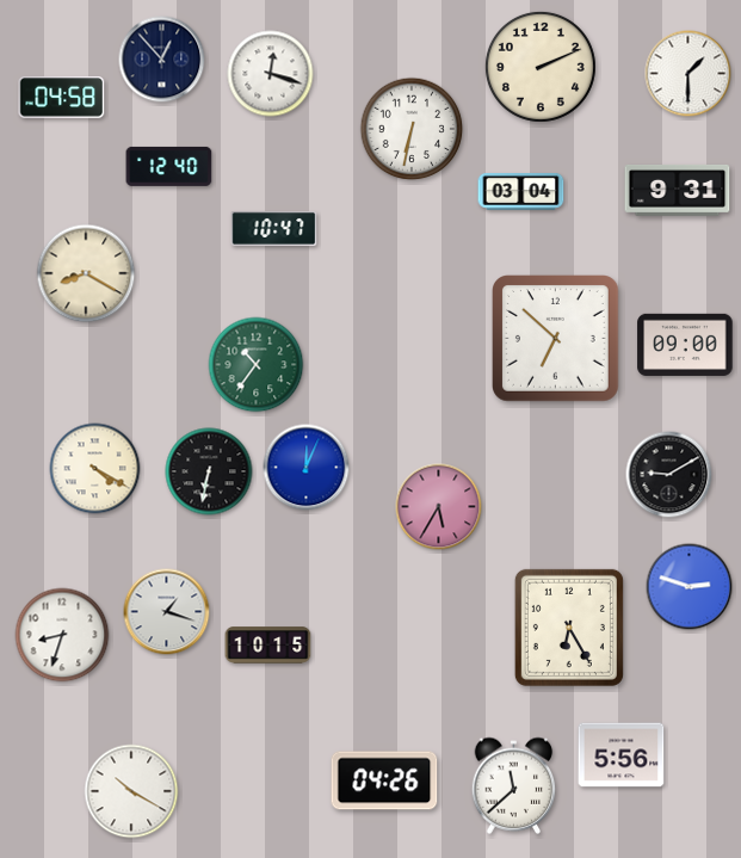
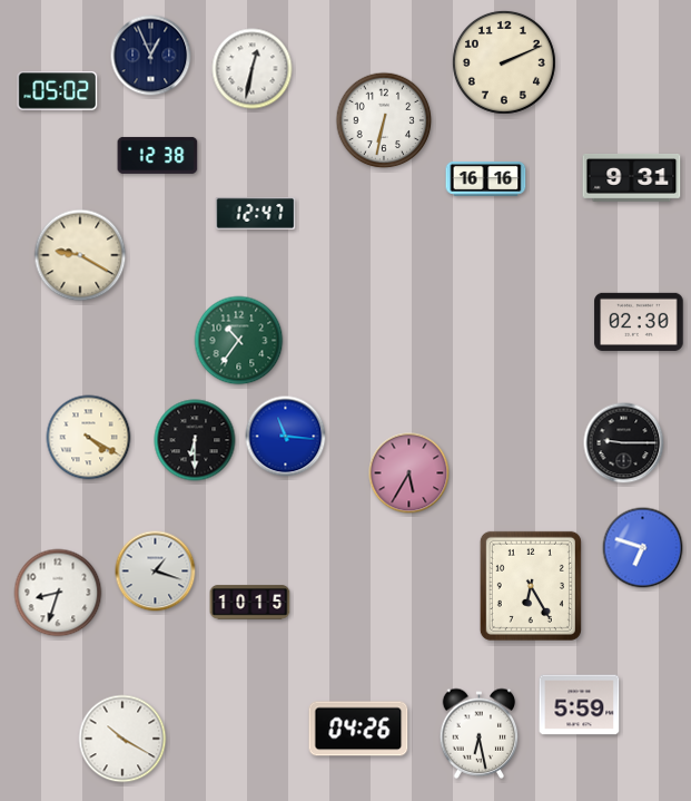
clock at (162, 60): 12:53 -> 12:56
clock at (271, 74): 12:18 -> 12:32
clock at (688, 74): 1:30 -> none
clock at (62, 98): 04:58 -> 05:02
clock at (169, 166): 12:40 -> 12:38
clock at (521, 192): 03:04 -> 16:16
clock at (274, 229): 10:47 -> 12:47
clock at (86, 273): 8:20 -> 9:20
clock at (556, 339): 6:52 -> none
clock at (685, 345): 09:00 -> 02:30
clock at (307, 468): 12:04 -> 11:16
clock at (209, 471): 6:32 -> 6:30
clock at (669, 475): 9:10 -> 9:15
clock at (690, 587): 2:48 -> 6:48
clock at (622, 755): 5:56 -> 5:59
clock at (514, 785): 11:38 -> 6:28
